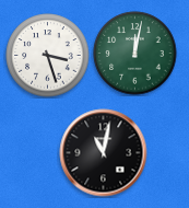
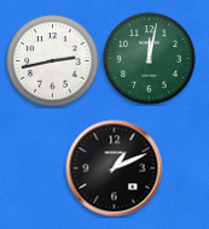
clock at (48, 56): 3:27 -> 2:43
clock at (104, 153): 11:02 -> 1:11
